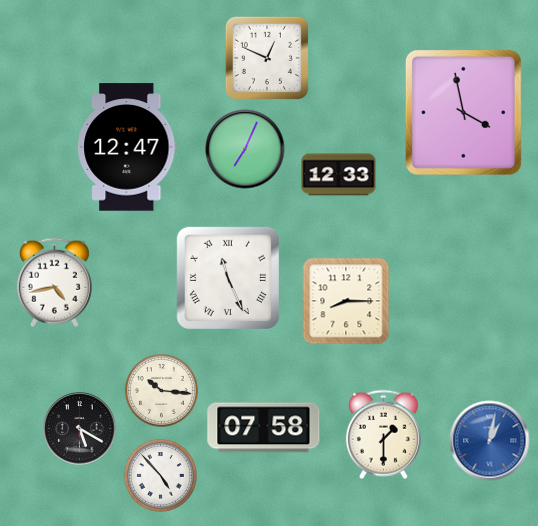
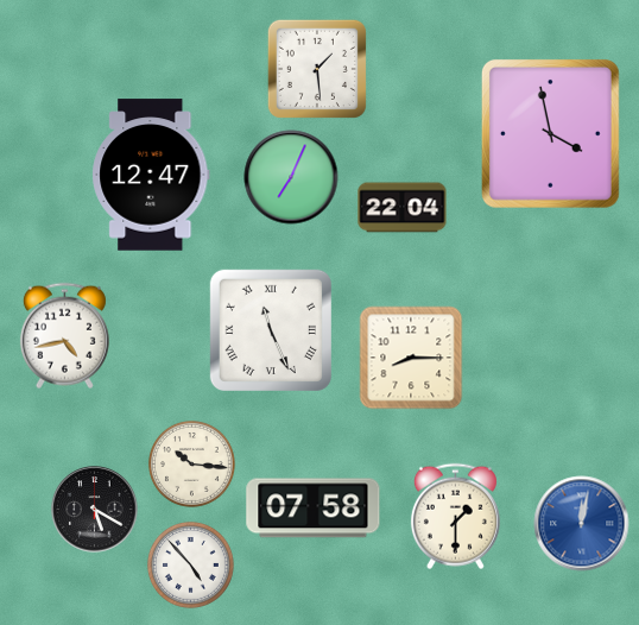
clock at (267, 58): 12:49 -> 1:29
clock at (339, 175): 12:33 -> 22:04
clock at (490, 441): 1:02 -> 12:02
